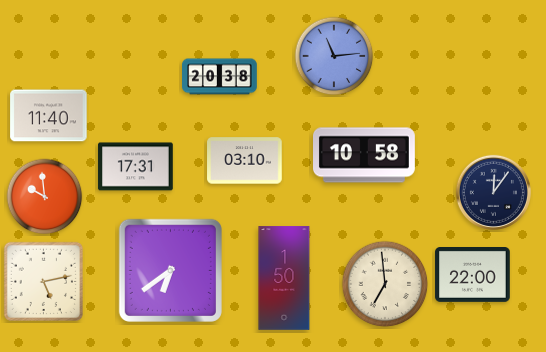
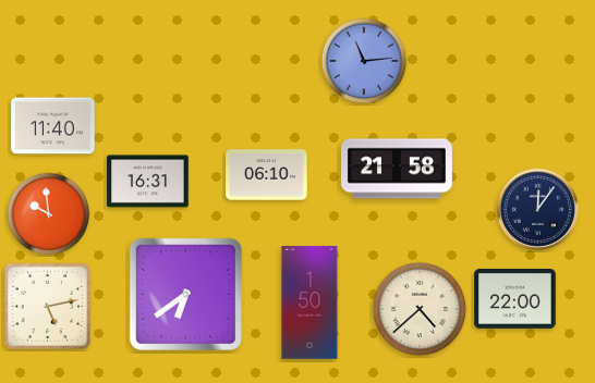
clock at (220, 77): 20:38 -> none
clock at (365, 155): 10:58 -> 21:58
clock at (245, 161): 03:10 -> 06:10
clock at (136, 167): 17:31 -> 16:31
clock at (385, 284): 6:59 -> 4:38
